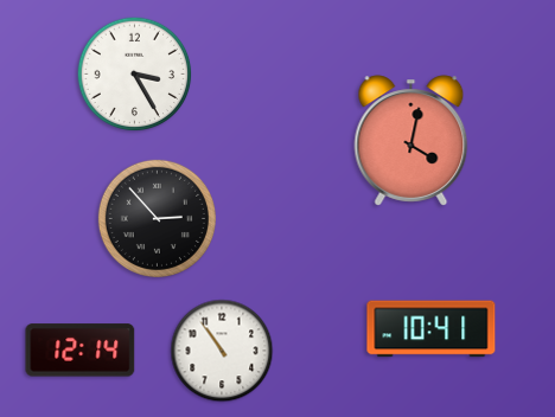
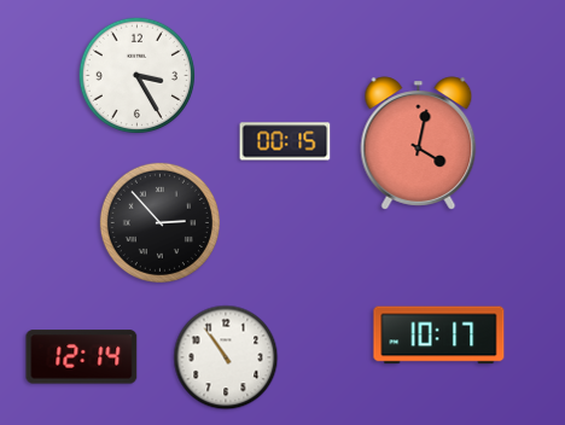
clock at (285, 141): none -> 00:15
clock at (432, 329): 10:41 -> 10:17
